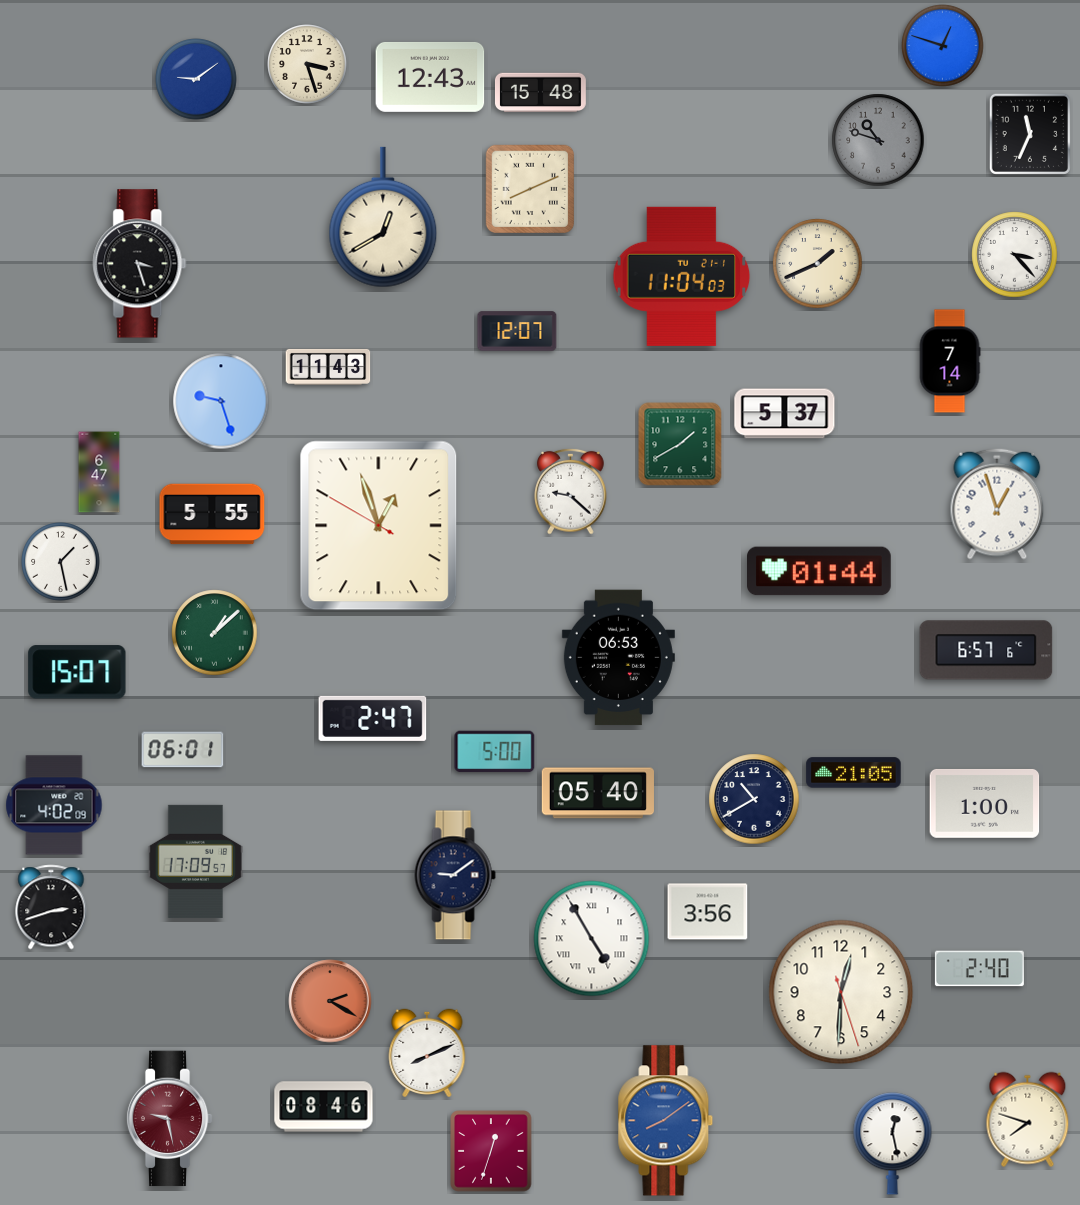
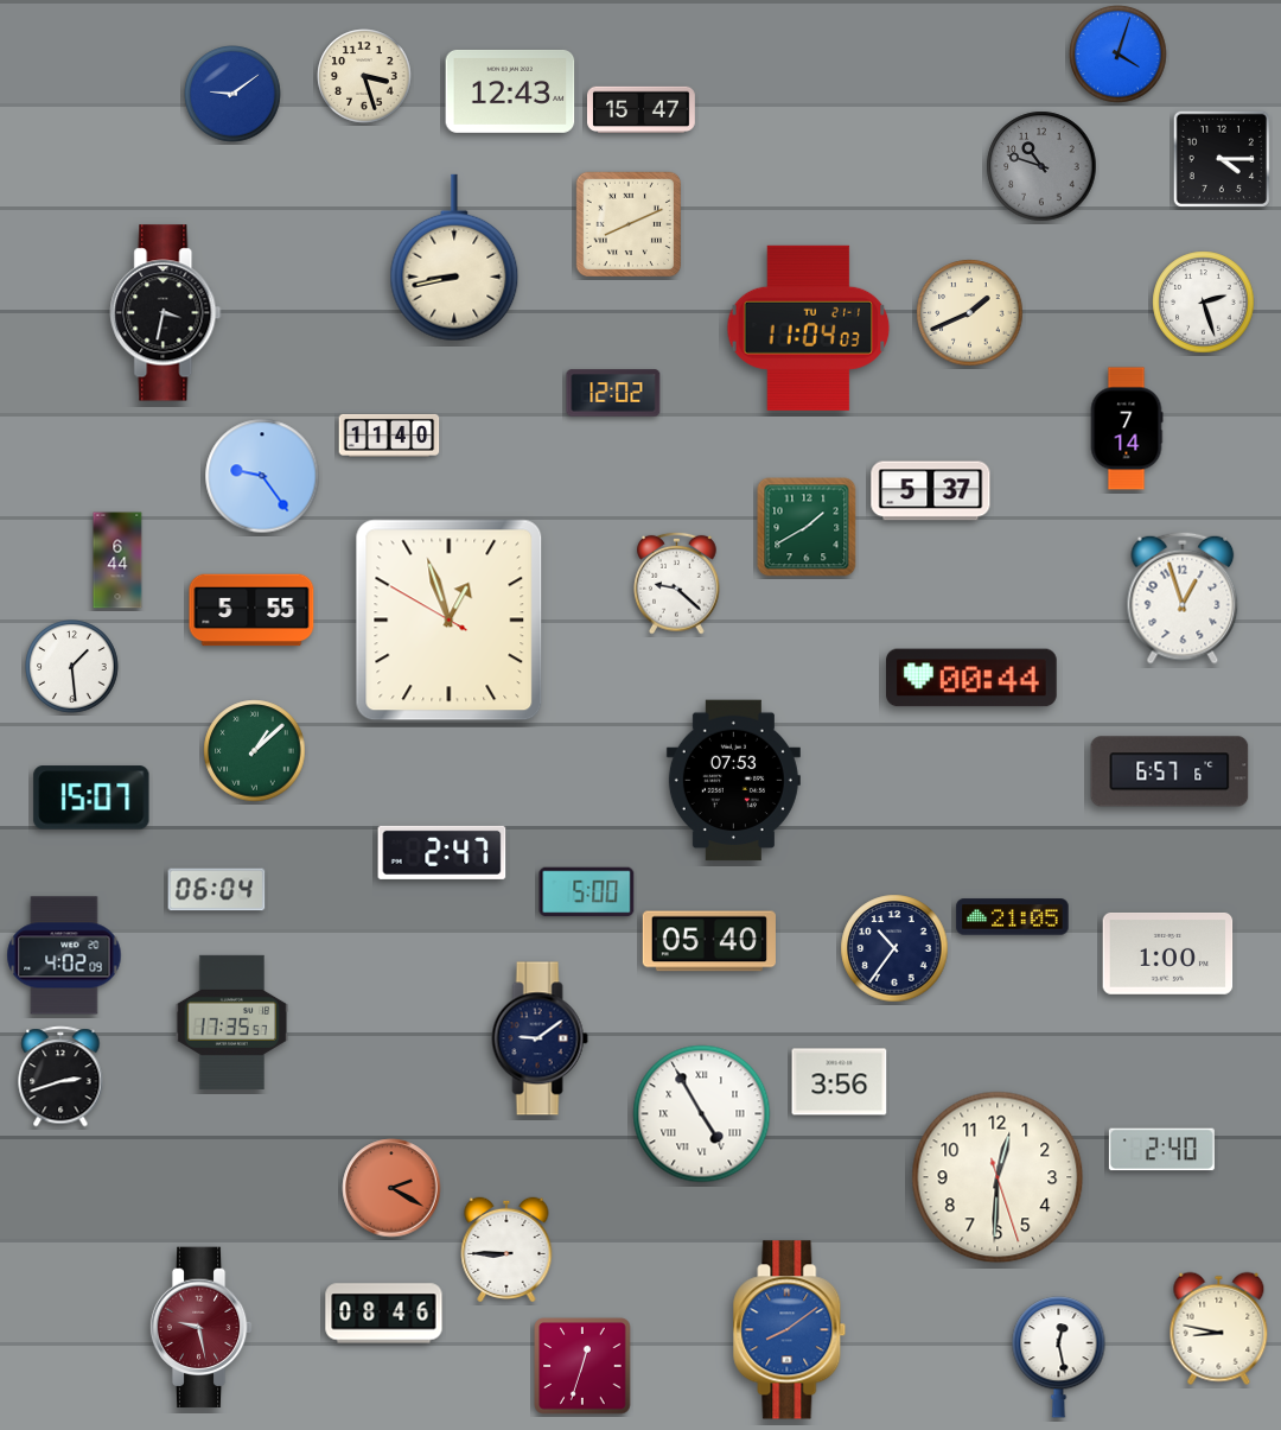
clock at (943, 46): 12:48 -> 4:03
clock at (540, 93): 15:48 -> 15:47
clock at (1030, 134): 11:34 -> 4:15
clock at (383, 217): 12:40 -> 8:43
clock at (1015, 255): 3:23 -> 2:27
clock at (140, 264): 3:27 -> 3:32
clock at (517, 331): 12:07 -> 12:02
clock at (328, 367): 11:43 -> 11:40
clock at (221, 401): 9:27 -> 9:24
clock at (99, 472): 6:47 -> 6:44
clock at (379, 526) position: (379, 526) -> (450, 621)
clock at (61, 562): 1:28 -> 1:29
clock at (820, 571): 01:44 -> 00:44
clock at (618, 658): 06:53 -> 07:53
clock at (183, 750): 06:01 -> 06:04
clock at (754, 799): 10:40 -> 10:36
clock at (196, 861): 17:09 -> 17:35
clock at (427, 1053): 8:11 -> 8:45
clock at (1028, 1120): 7:48 -> 8:47
